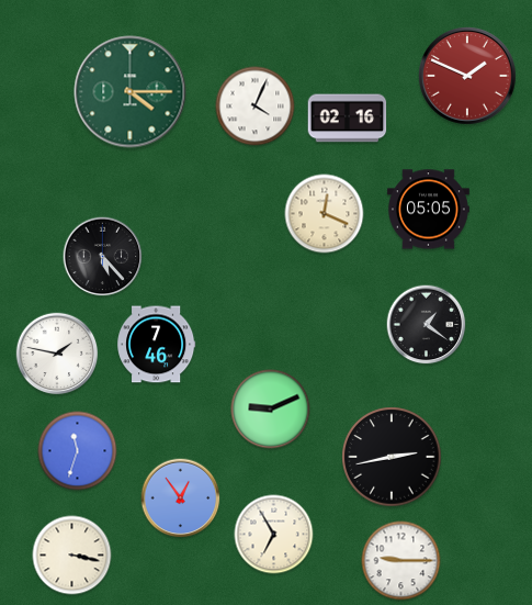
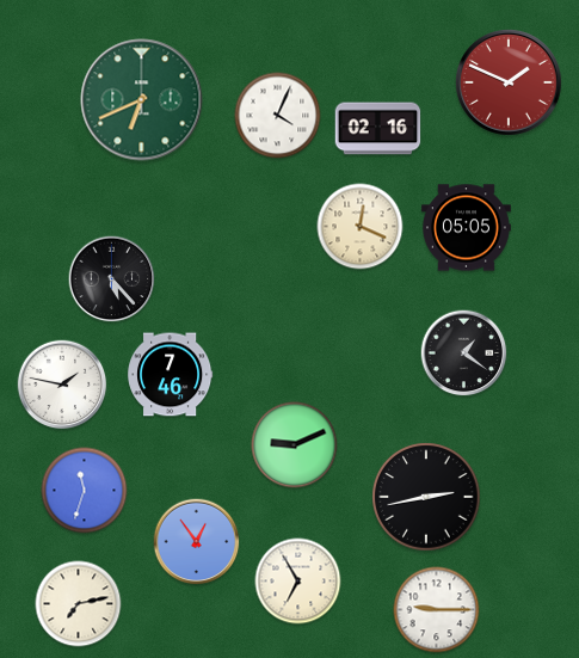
clock at (131, 92): 4:15 -> 6:41
clock at (325, 214) position: (325, 214) -> (361, 227)
clock at (72, 556): 3:17 -> 7:13
